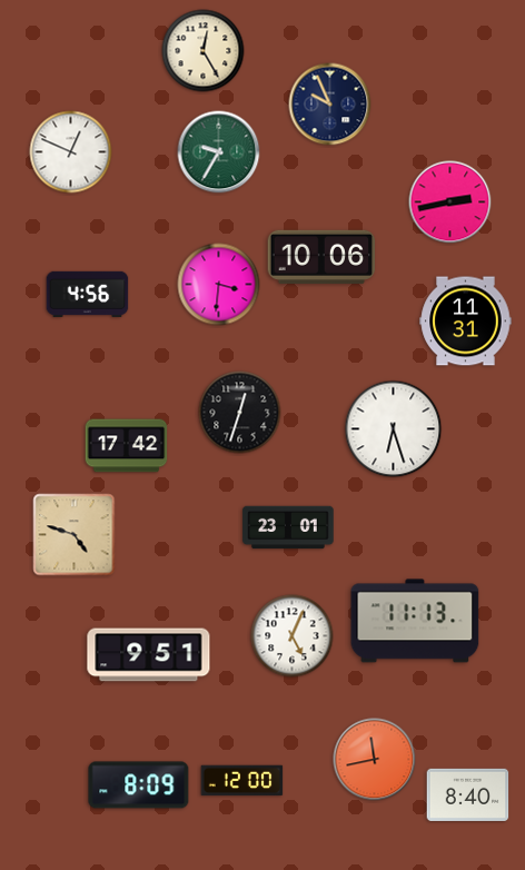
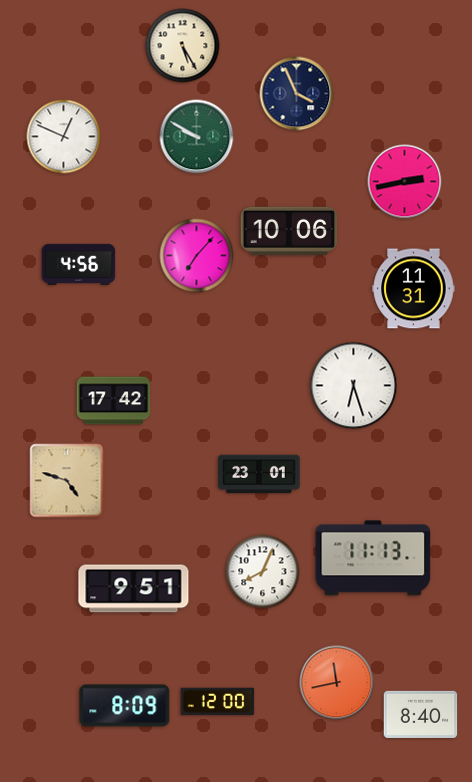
clock at (204, 51): 12:25 -> 5:25
clock at (330, 105): 9:56 -> 3:56
clock at (219, 152): 9:35 -> 9:50
clock at (219, 285): 3:31 -> 7:07
clock at (466, 322) position: (466, 322) -> (414, 289)
clock at (240, 413): 12:33 -> none
clock at (293, 636): 5:04 -> 8:04
